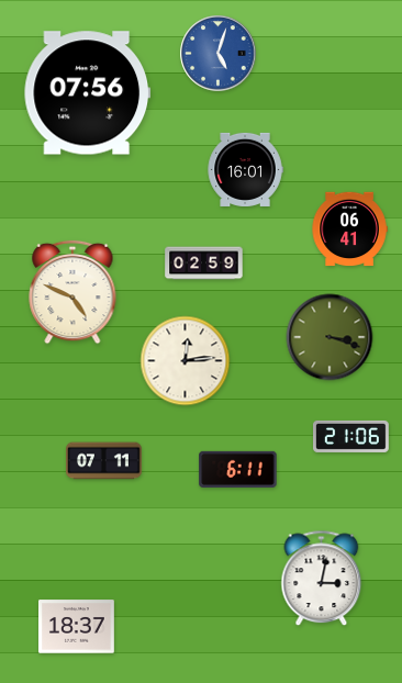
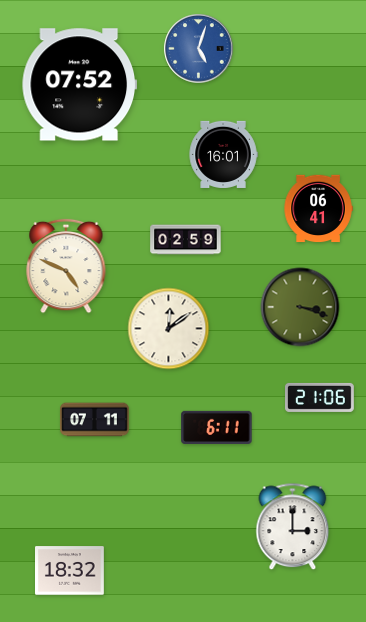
clock at (87, 93): 07:56 -> 07:52
clock at (186, 361): 12:14 -> 12:09
clock at (322, 579): 3:02 -> 3:00
clock at (77, 627): 18:37 -> 18:32
